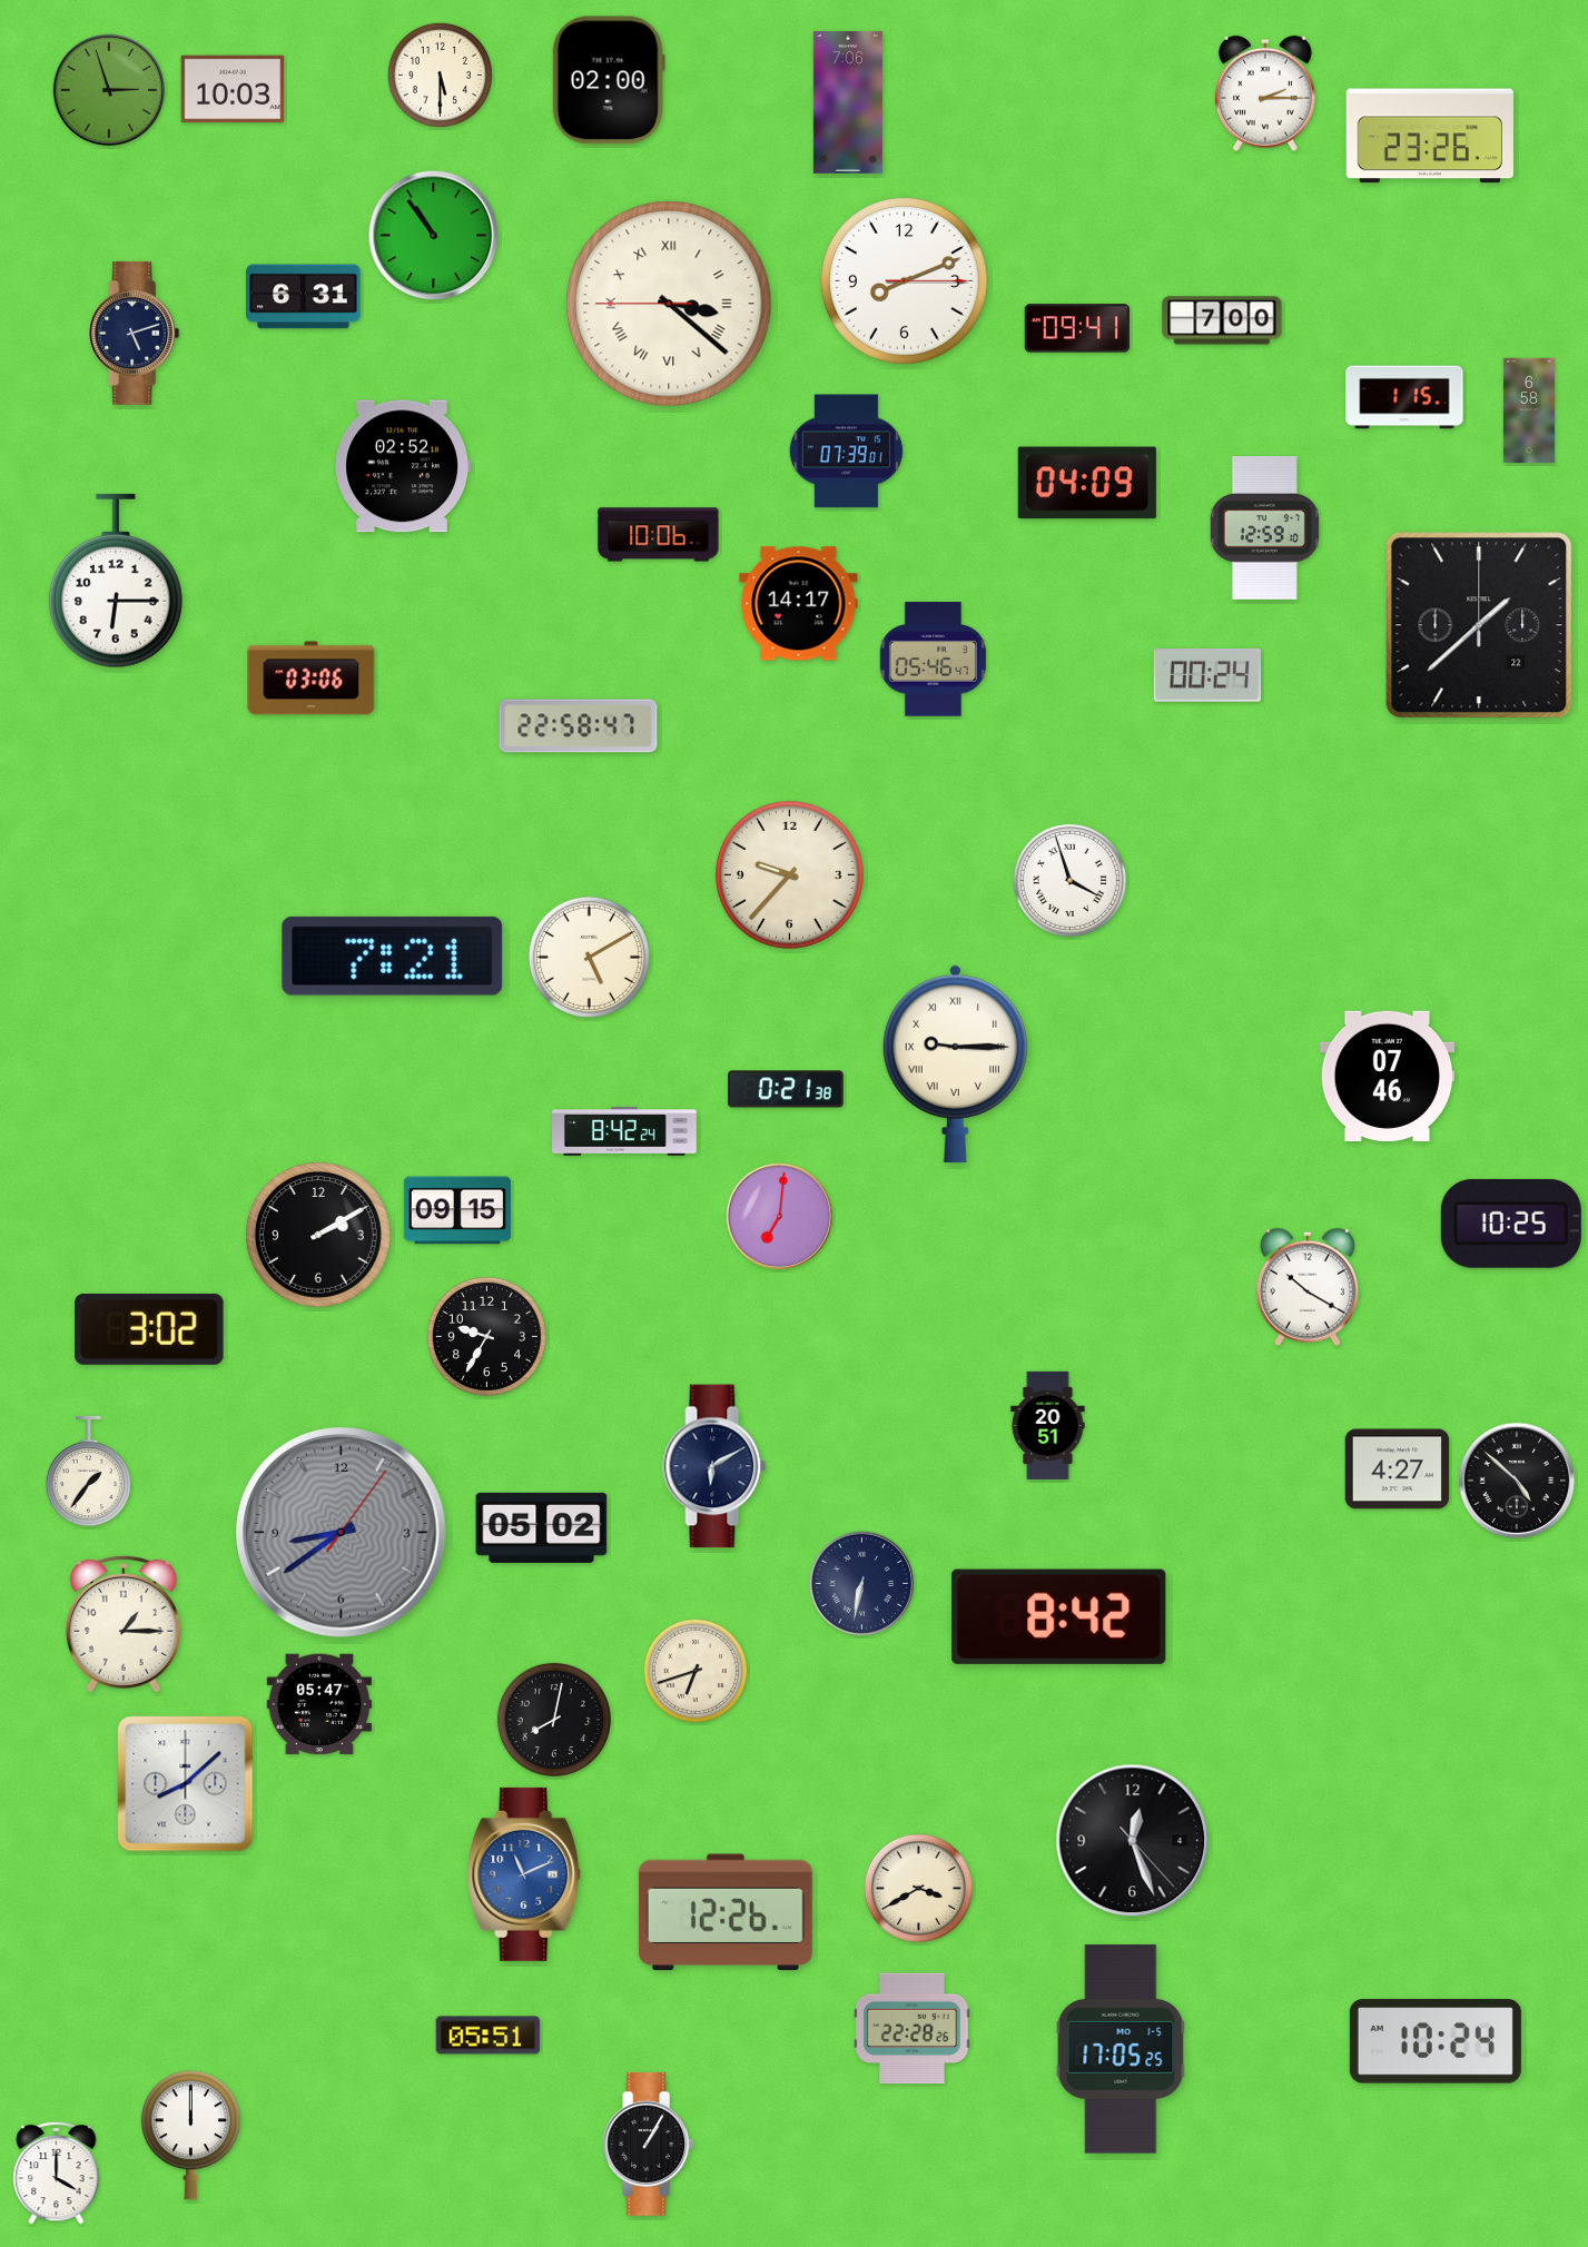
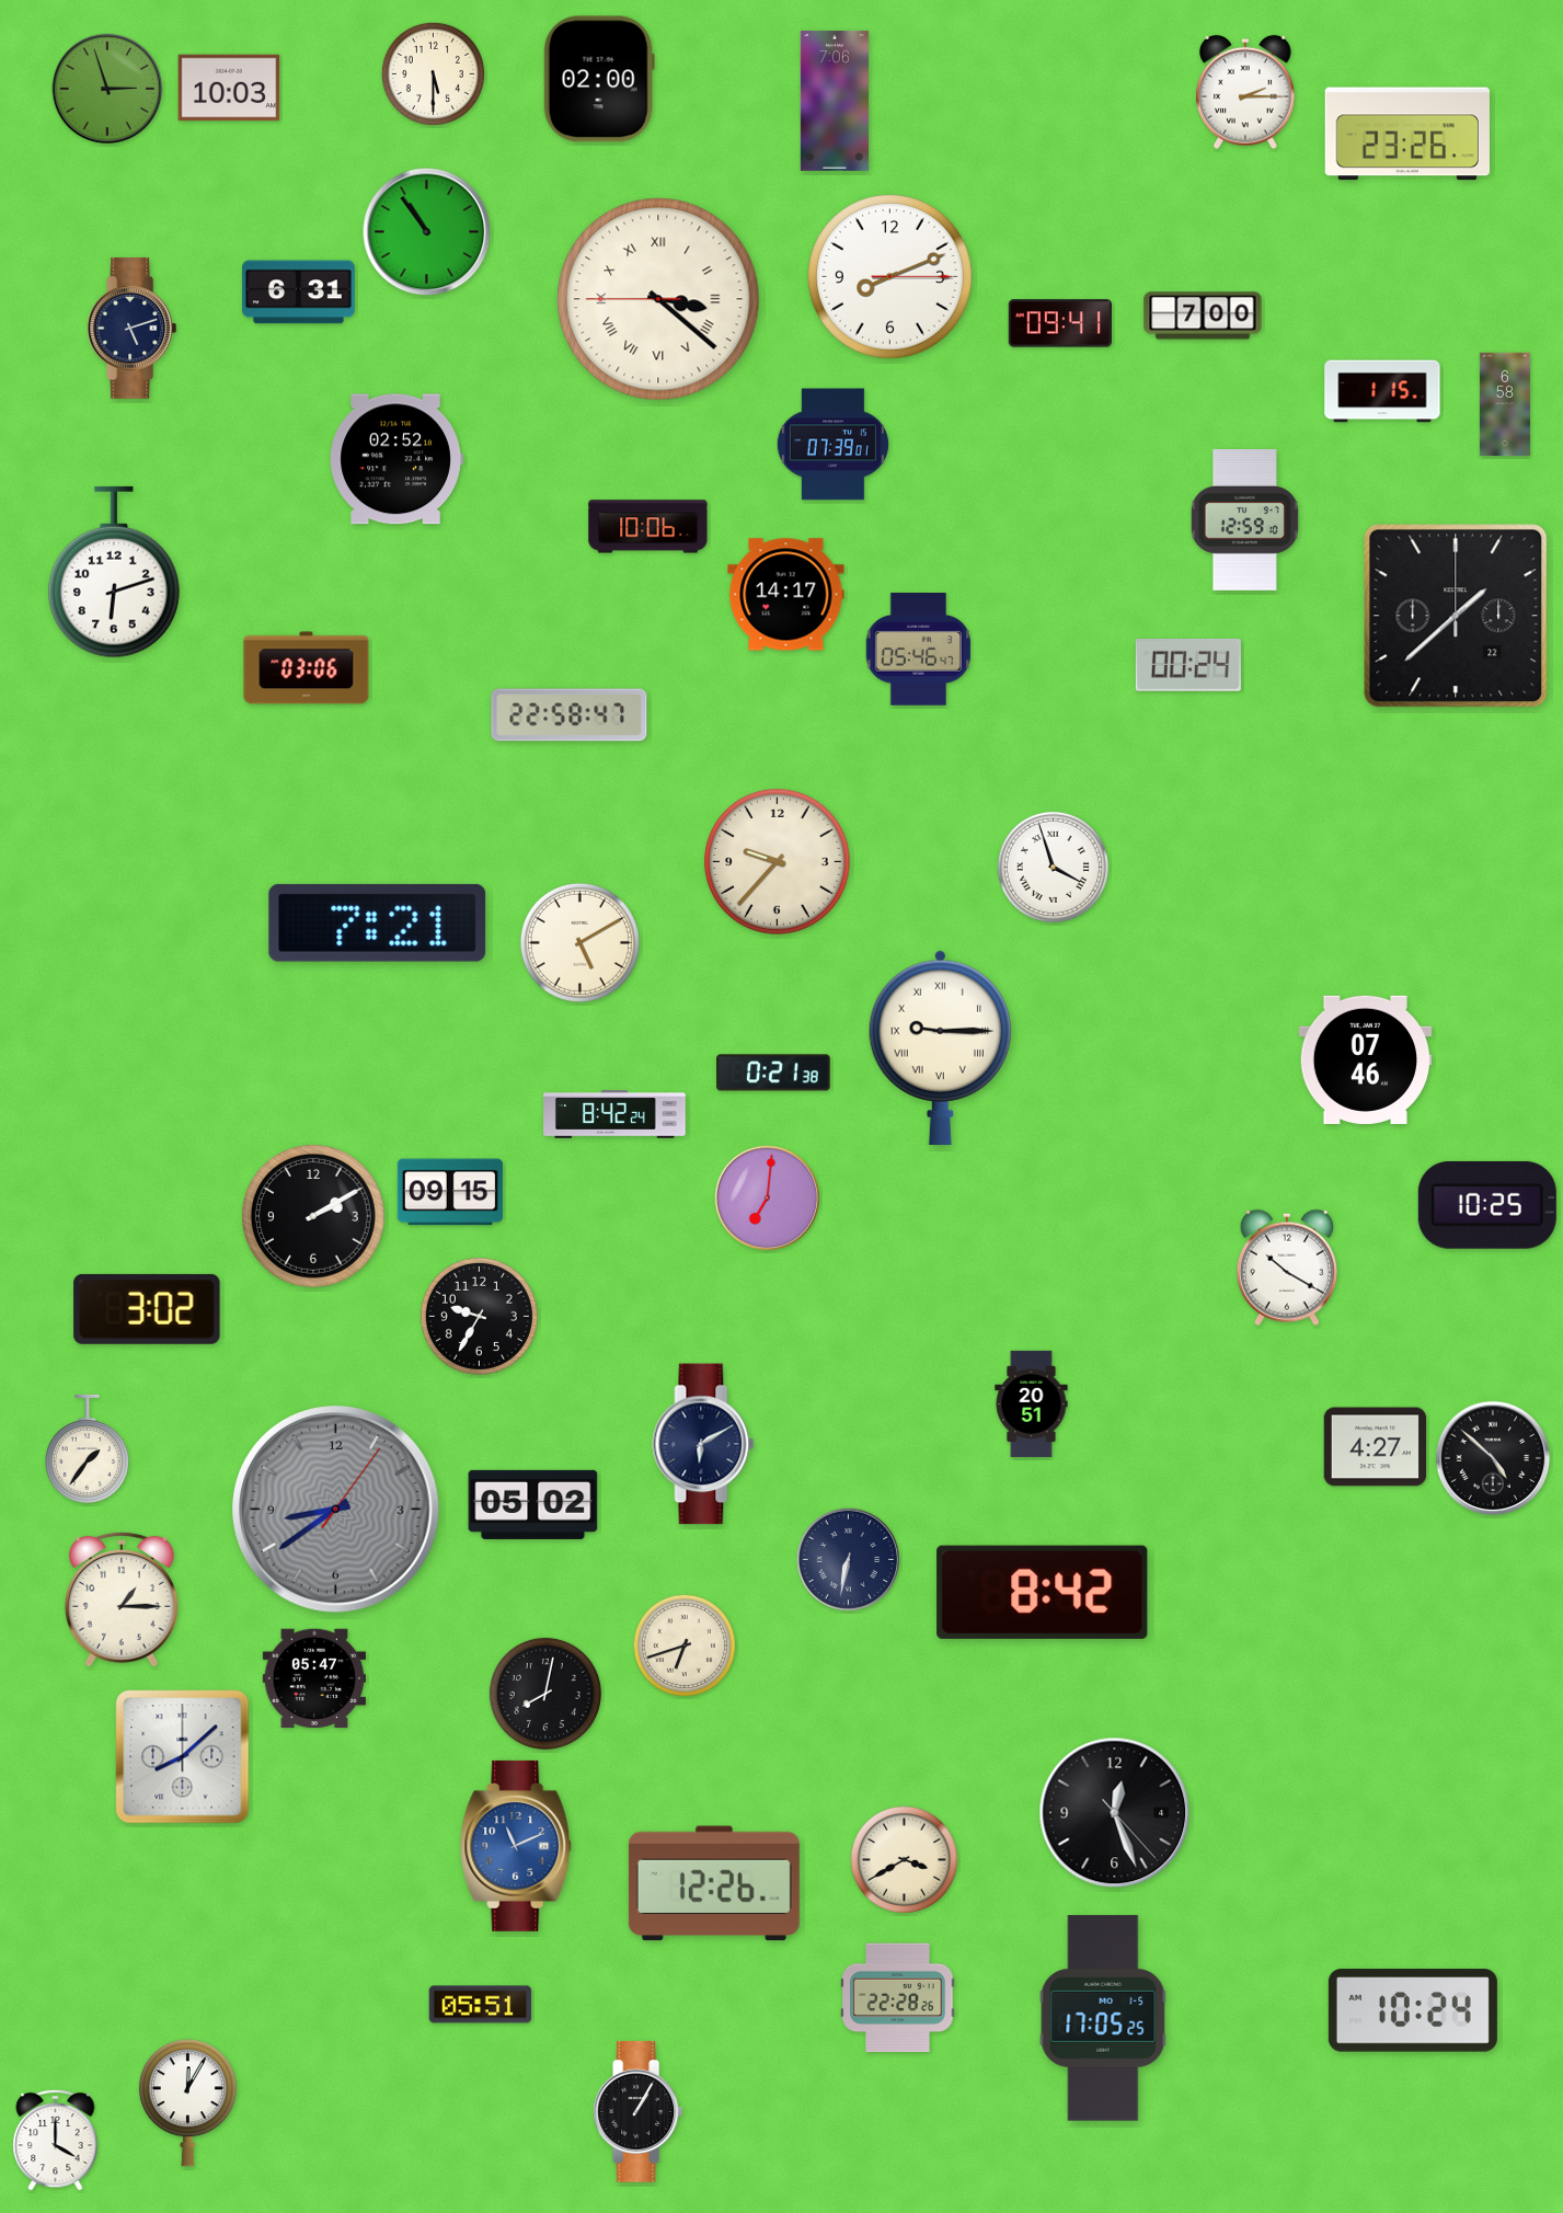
clock at (1087, 483): 04:09 -> none
clock at (117, 581): 6:15 -> 6:12
clock at (393, 956) position: (393, 956) -> (378, 922)
clock at (190, 2136): 12:00 -> 12:05
